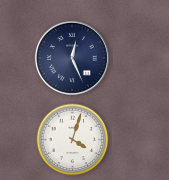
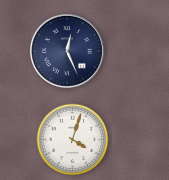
clock at (72, 58) position: (72, 58) -> (67, 51)
